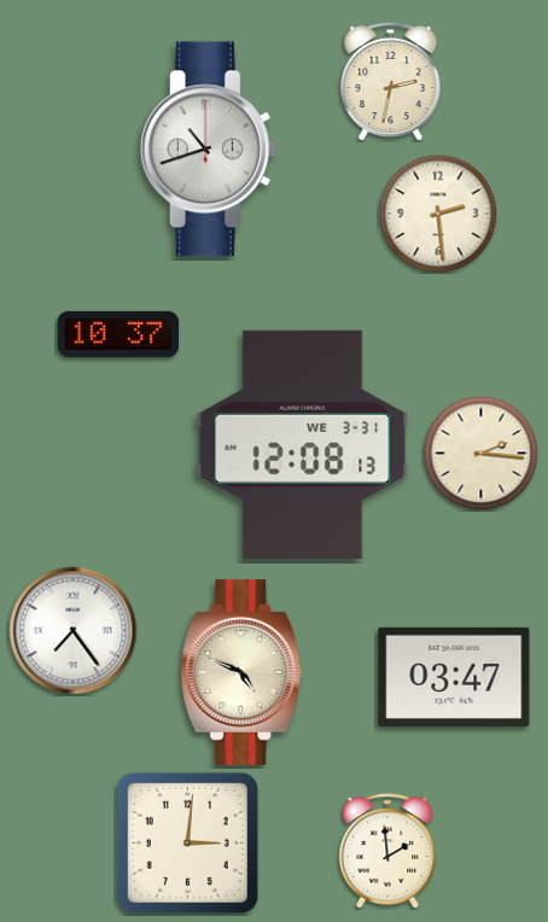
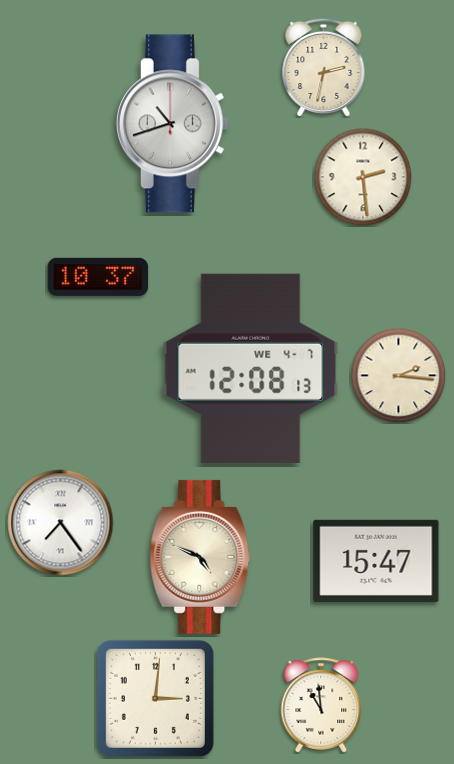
clock at (303, 444) date: WE 3-31 -> WE 4-7
clock at (454, 677): 03:47 -> 15:47
clock at (387, 851): 1:59 -> 10:59
